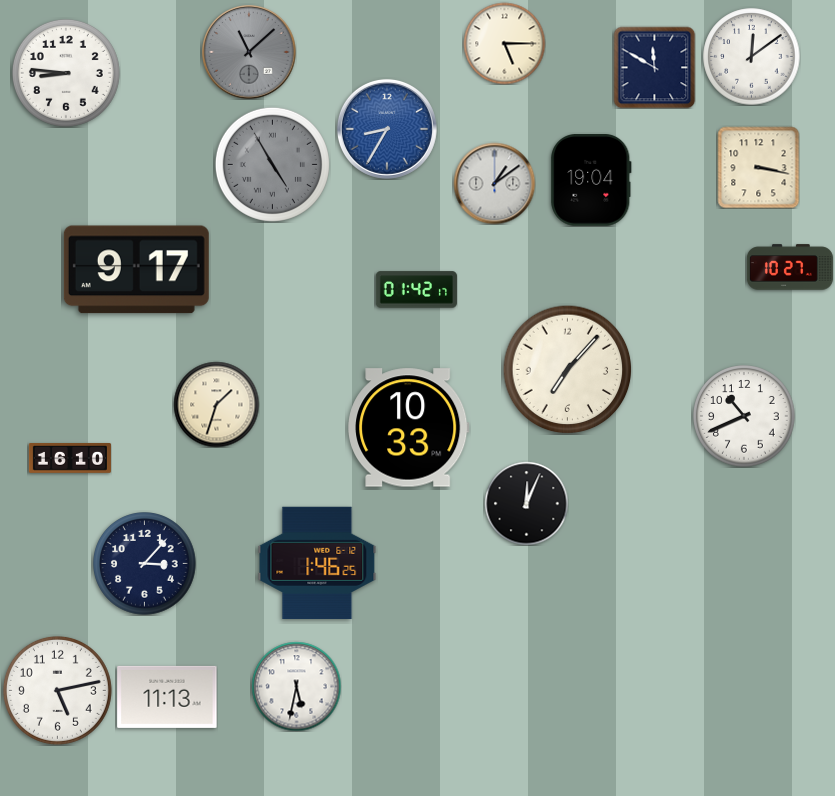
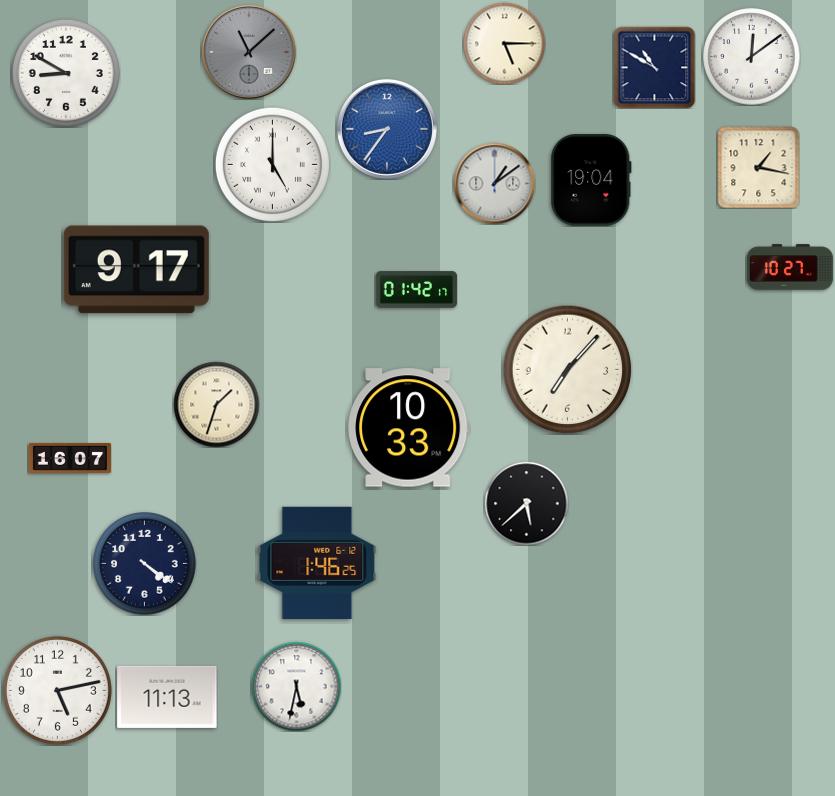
clock at (654, 67): 11:50 -> 10:50
clock at (66, 73): 8:46 -> 8:50
clock at (387, 129): 8:35 -> 8:36
clock at (272, 164): 4:55 -> 5:00
clock at (272, 164) dial: grey -> white
clock at (758, 167): 3:17 -> 1:17
clock at (744, 416): 10:41 -> none
clock at (70, 459): 16:10 -> 16:07
clock at (526, 503): 12:04 -> 5:38
clock at (145, 564): 3:07 -> 4:21
